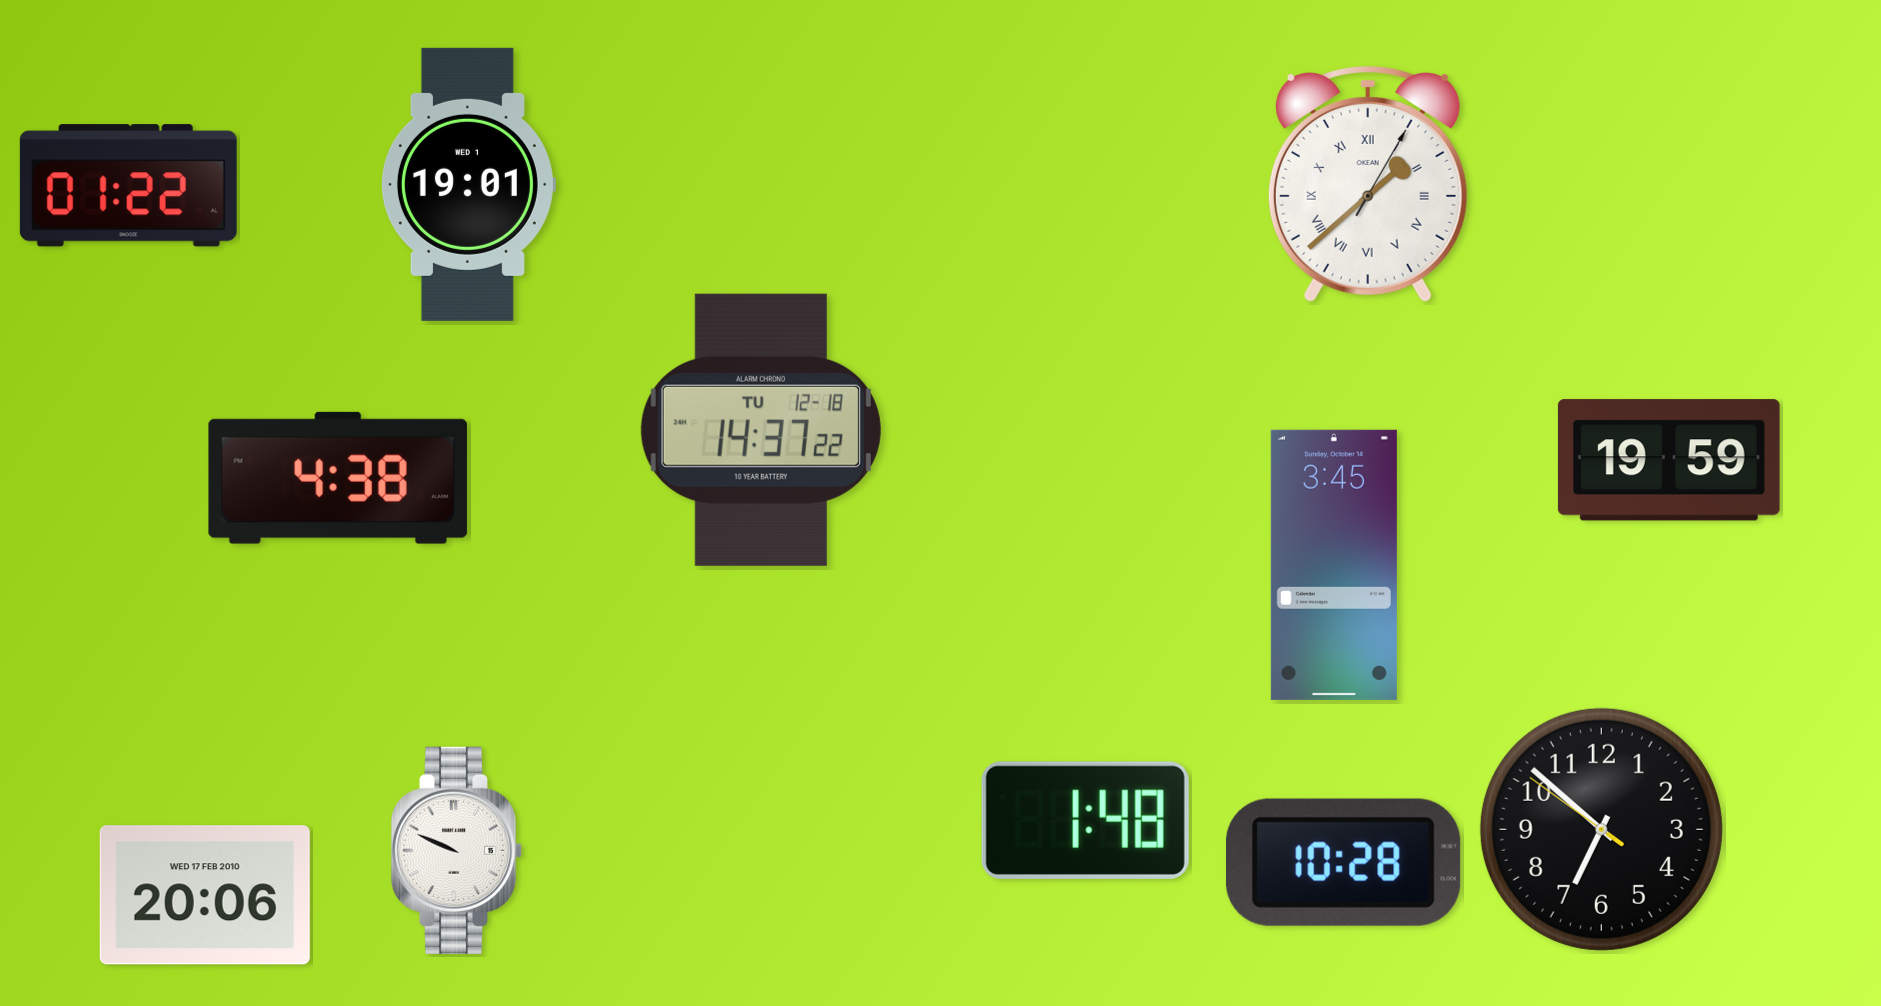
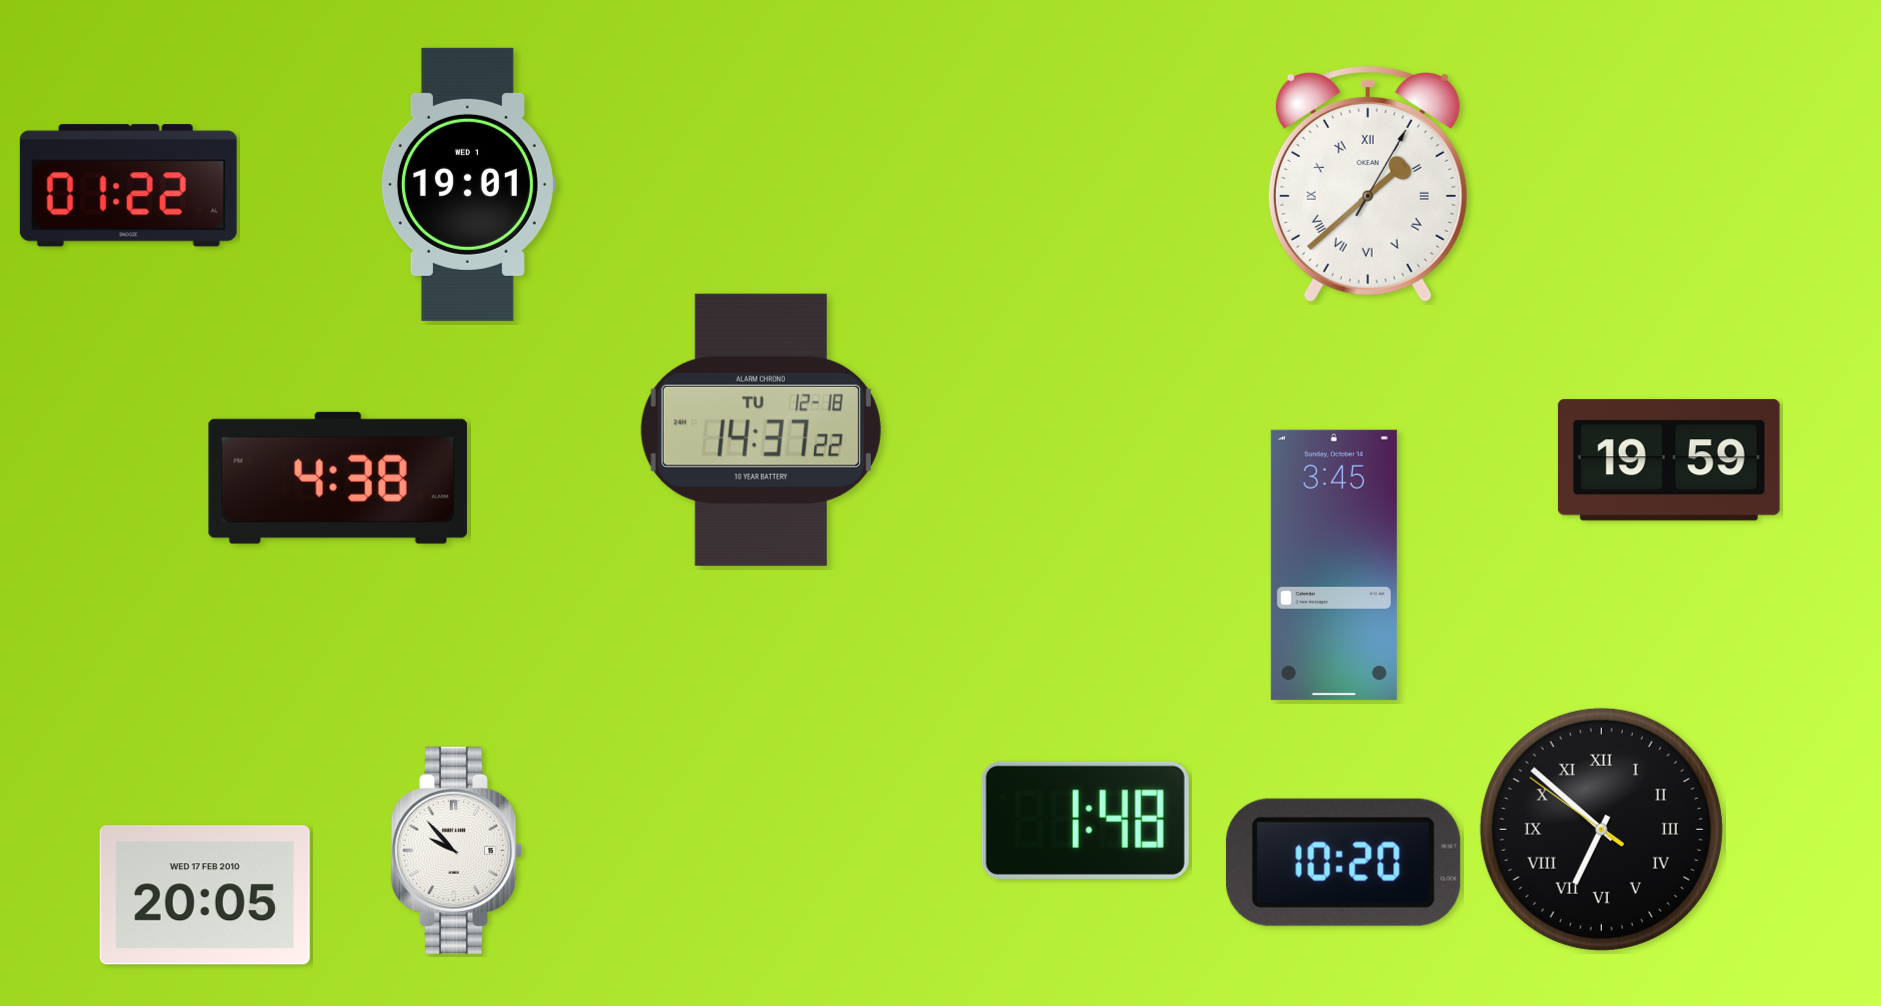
clock at (1601, 829) numerals: Arabic -> Roman
clock at (457, 850): 9:49 -> 9:53
clock at (1343, 862): 10:28 -> 10:20
clock at (205, 895): 20:06 -> 20:05
